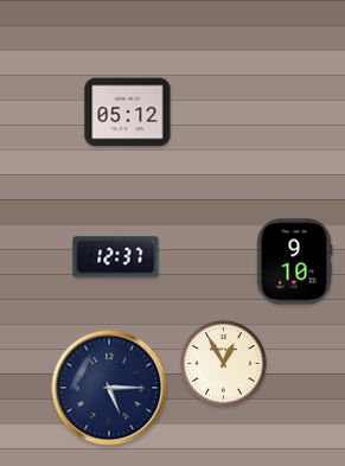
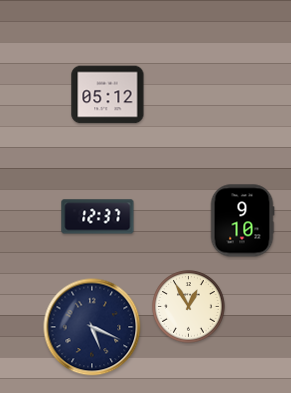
clock at (294, 262) position: (294, 262) -> (242, 221)
clock at (109, 388): 5:15 -> 5:19
